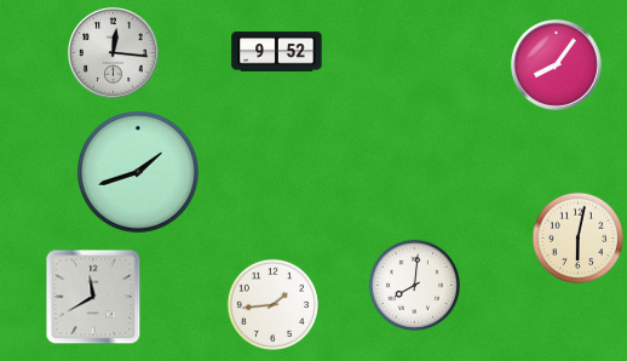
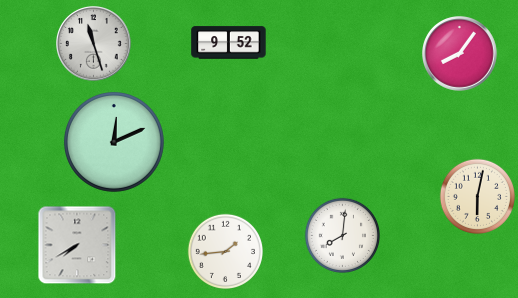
clock at (114, 53): 12:16 -> 11:27
clock at (138, 172): 1:42 -> 12:11
clock at (93, 297): 11:40 -> 7:40
